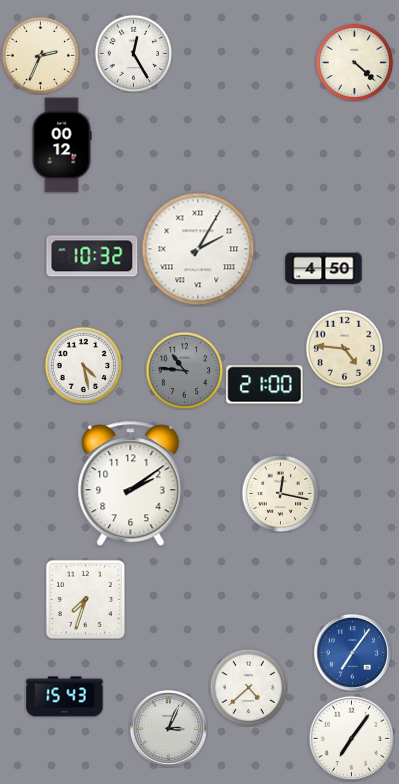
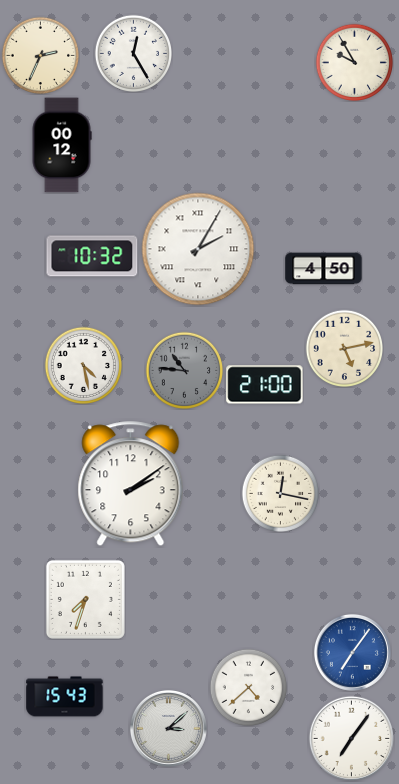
clock at (354, 62): 4:22 -> 9:55
clock at (344, 348): 4:46 -> 5:13
clock at (168, 728): 3:04 -> 3:08
